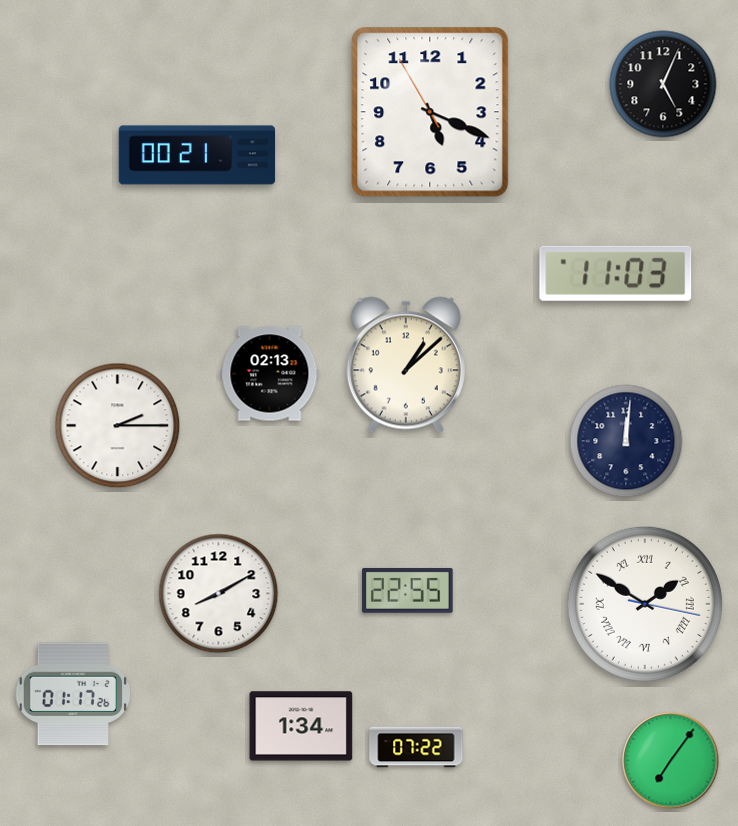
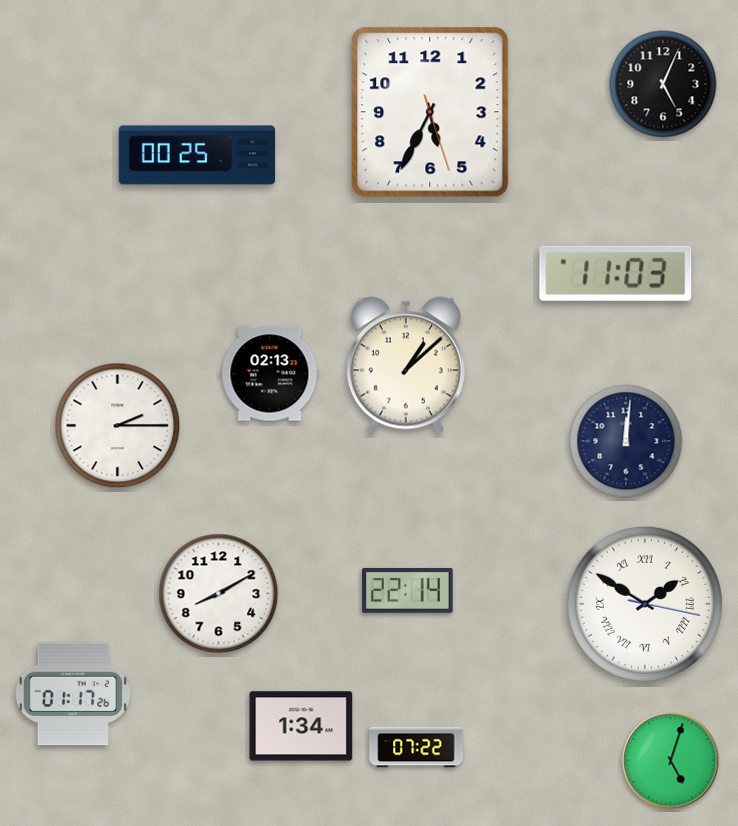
clock at (430, 112): 5:18 -> 5:34
clock at (197, 155): 00:21 -> 00:25
clock at (408, 590): 22:55 -> 22:14
clock at (671, 761): 7:06 -> 5:03
